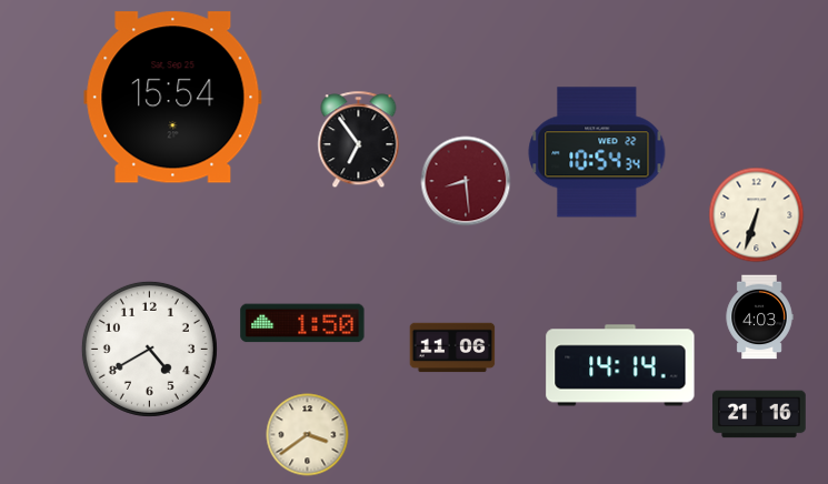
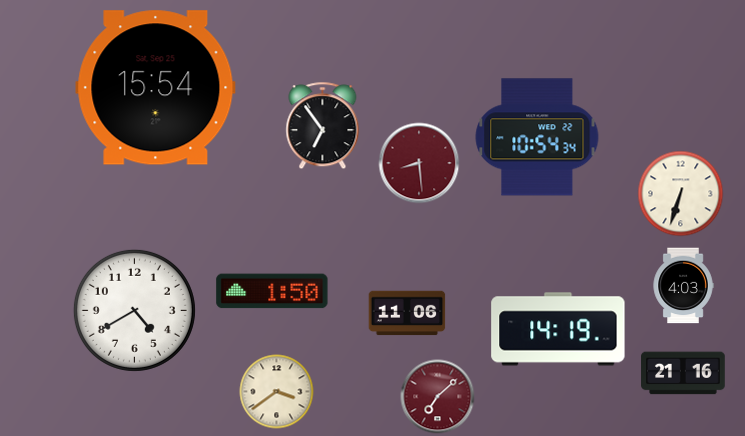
clock at (149, 349) position: (149, 349) -> (134, 310)
clock at (620, 365): 14:14 -> 14:19
clock at (438, 397): none -> 7:08
